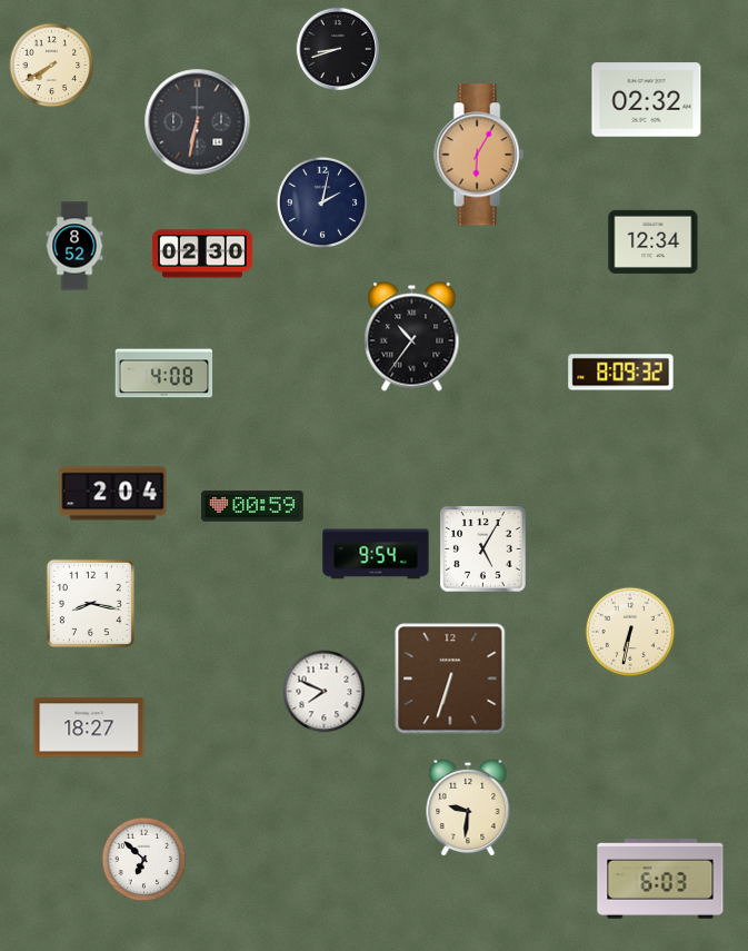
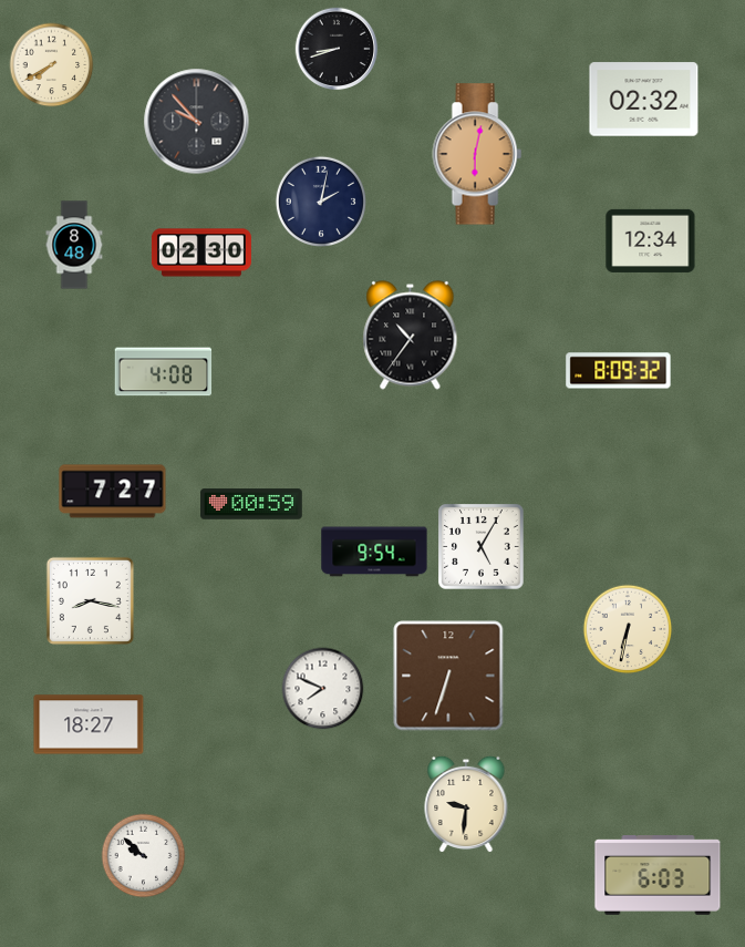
clock at (198, 122): 6:32 -> 9:53
clock at (479, 155): 6:05 -> 6:02
clock at (74, 246): 8:52 -> 8:48
clock at (113, 494): 2:04 -> 7:27
clock at (144, 860): 6:52 -> 9:52
